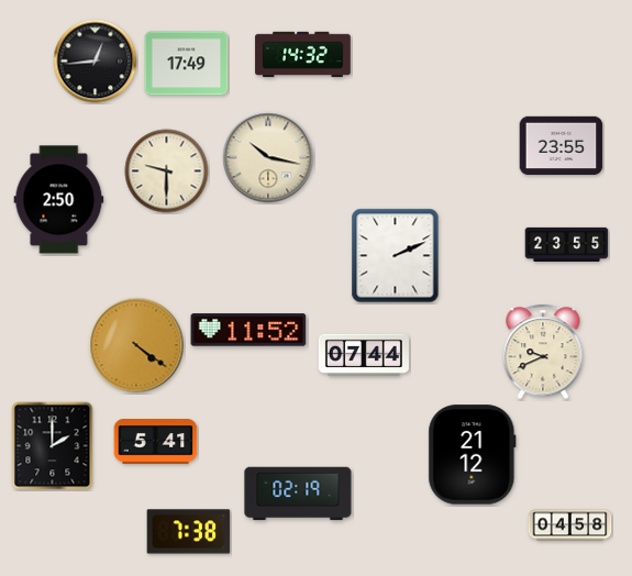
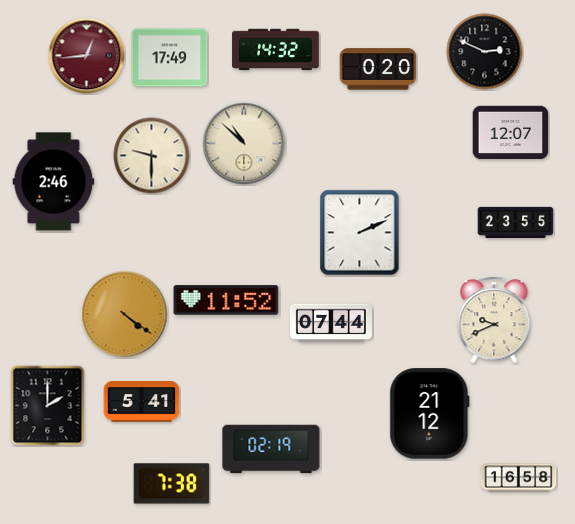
clock at (485, 52): none -> 2:49
clock at (96, 62) dial: black -> burgundy
clock at (378, 69): none -> 0:20
clock at (562, 146): 23:55 -> 12:07
clock at (268, 157): 10:17 -> 10:52
clock at (59, 200): 2:50 -> 2:46
clock at (570, 525): 04:58 -> 16:58
